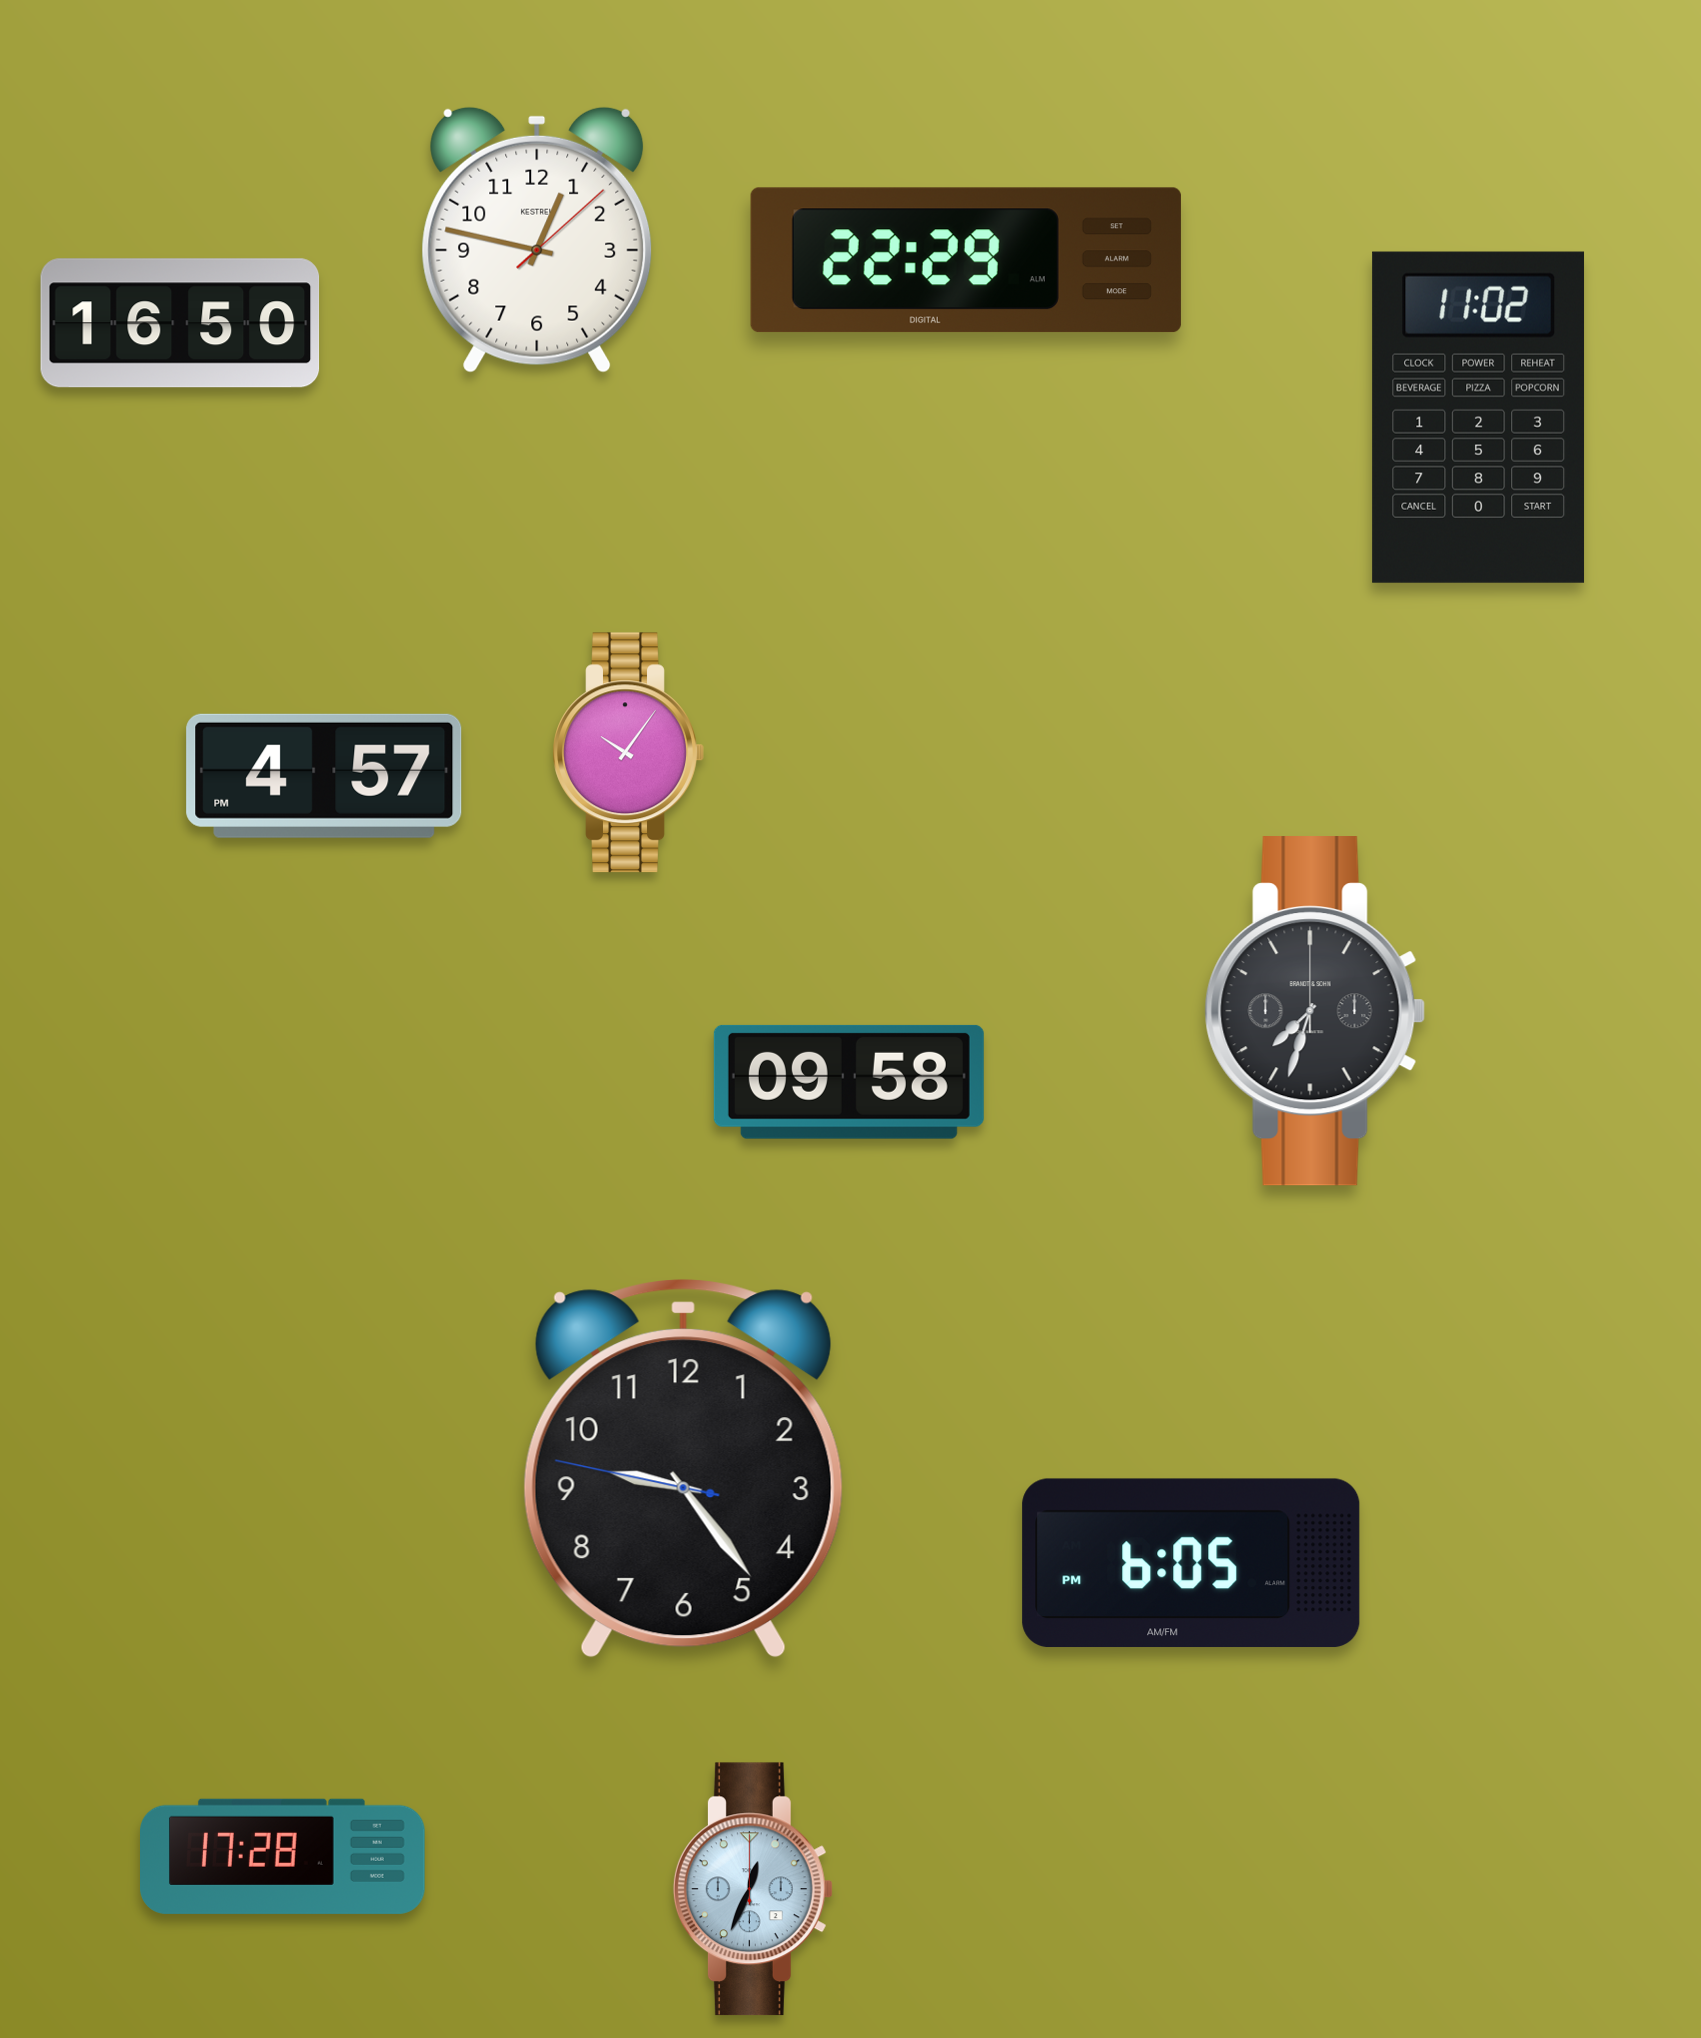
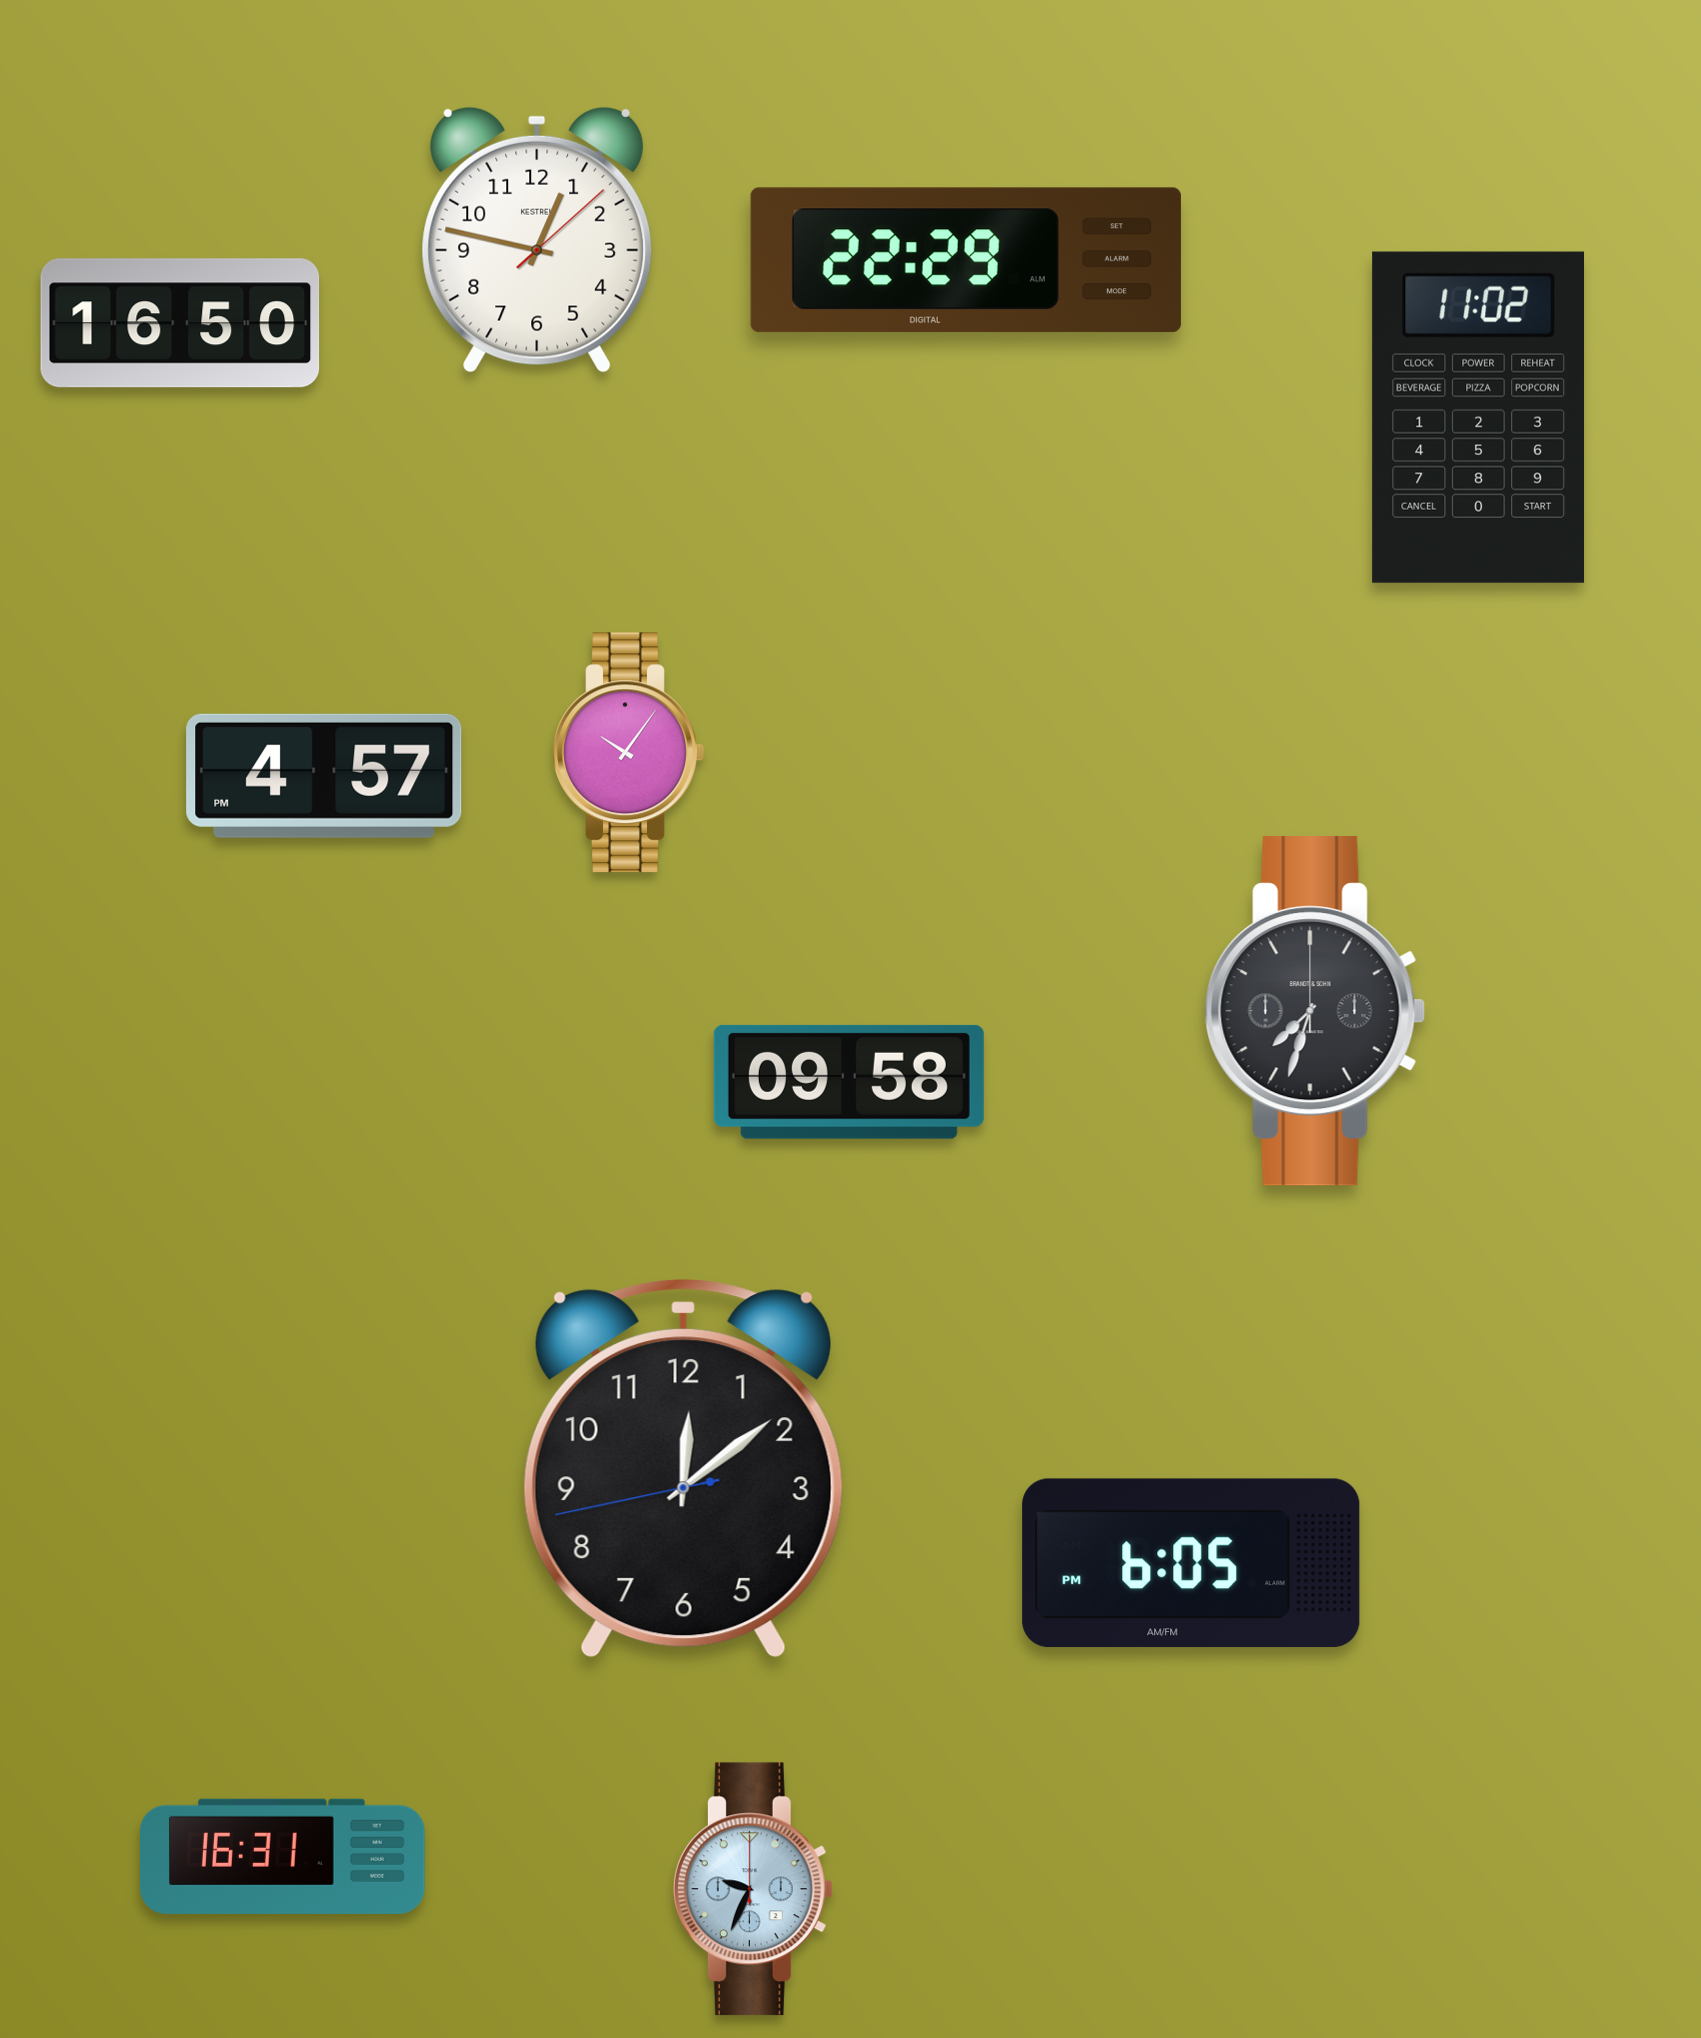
clock at (683, 1469): 9:23 -> 12:08
clock at (283, 1856): 17:28 -> 16:31
clock at (753, 1889): 12:34 -> 9:34
